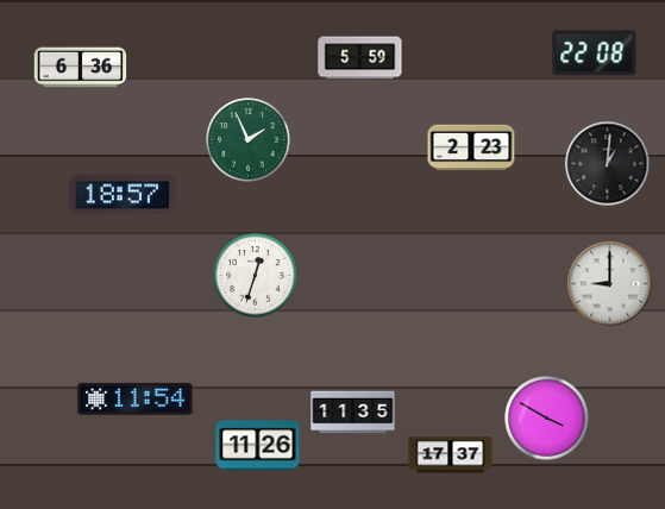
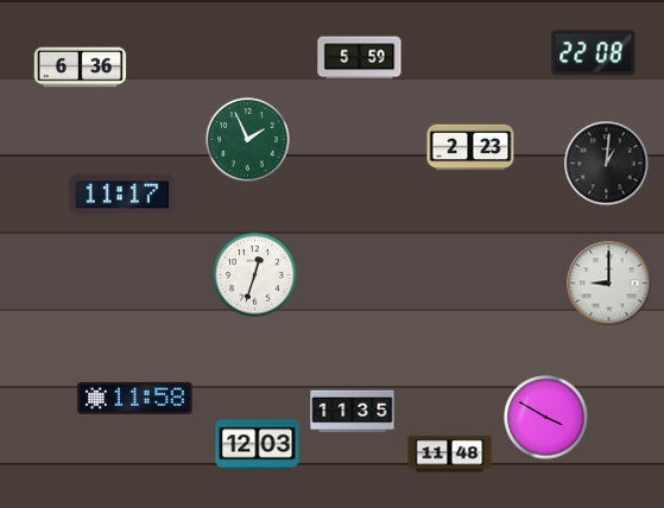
clock at (123, 195): 18:57 -> 11:17
clock at (136, 398): 11:54 -> 11:58
clock at (258, 446): 11:26 -> 12:03
clock at (451, 455): 17:37 -> 11:48
